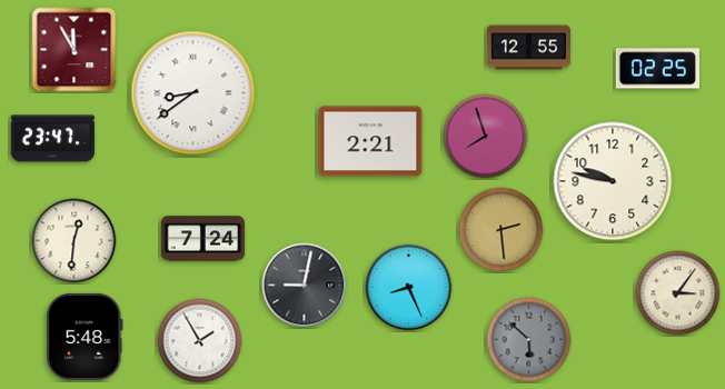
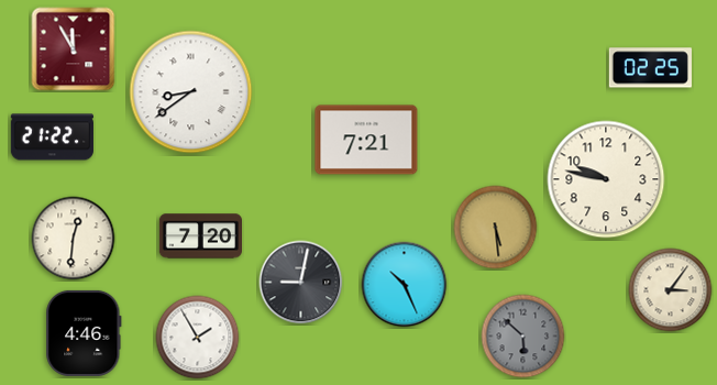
clock at (528, 48): 12:55 -> none
clock at (486, 137): 7:57 -> none
clock at (52, 139): 23:47 -> 21:22
clock at (370, 141): 2:21 -> 7:21
clock at (501, 230): 2:29 -> 5:29
clock at (202, 239): 7:24 -> 7:20
clock at (409, 288): 8:26 -> 10:26
clock at (85, 337): 5:48 -> 4:46
